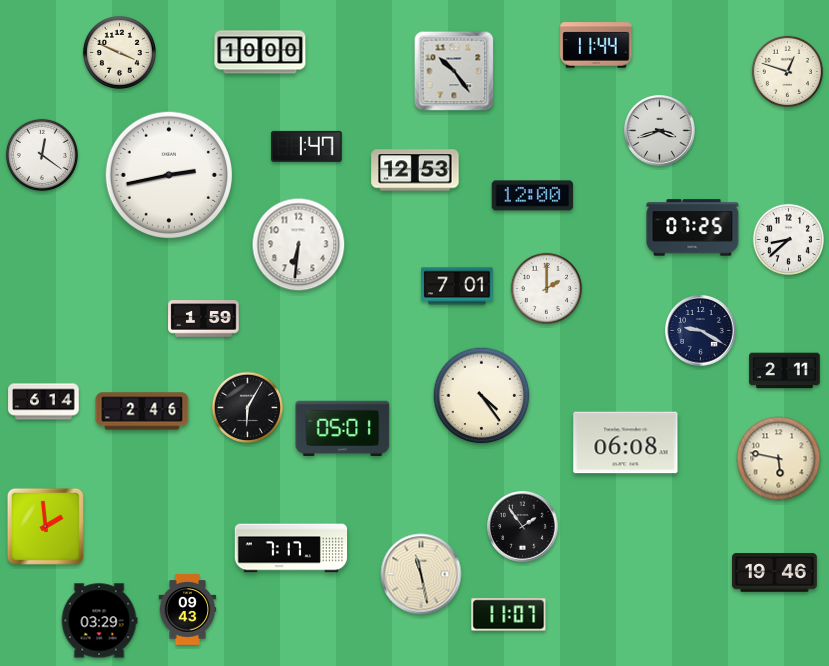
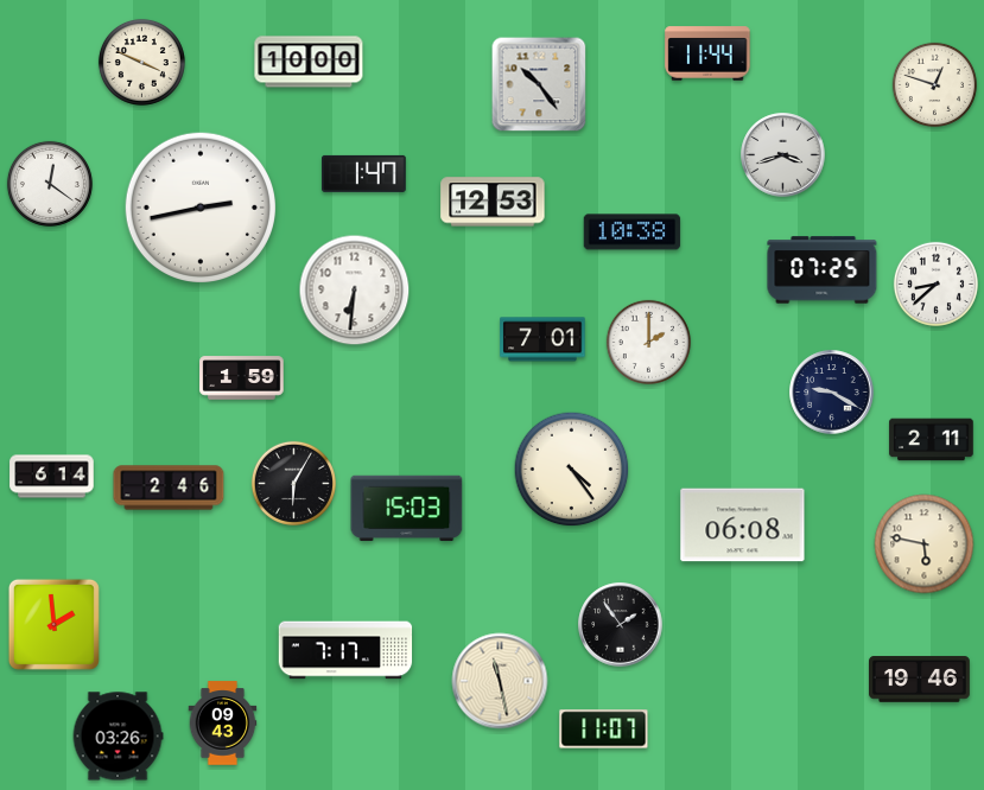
clock at (533, 196): 12:00 -> 10:38
clock at (343, 428): 05:01 -> 15:03
clock at (99, 621): 03:29 -> 03:26
